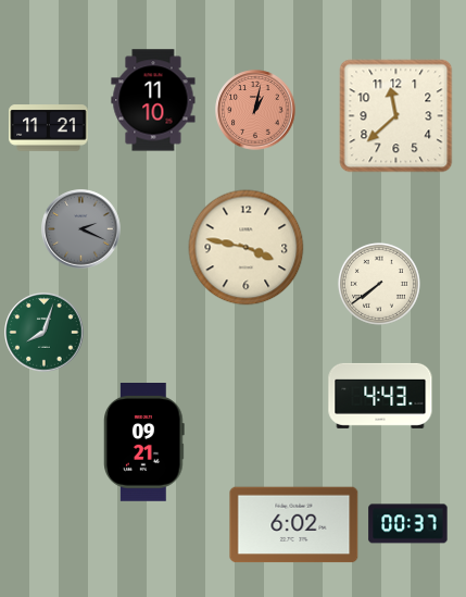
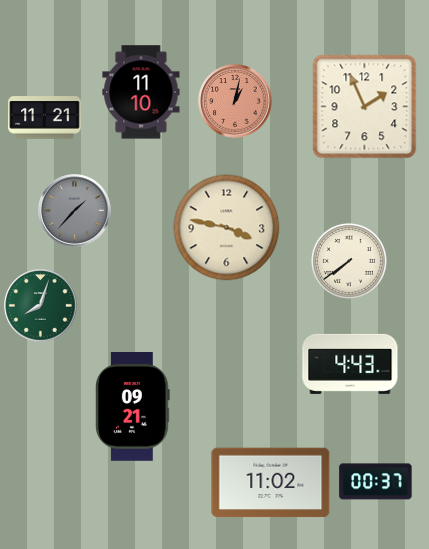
clock at (396, 116): 11:38 -> 1:56
clock at (81, 229): 2:19 -> 1:37
clock at (294, 525): 6:02 -> 11:02
